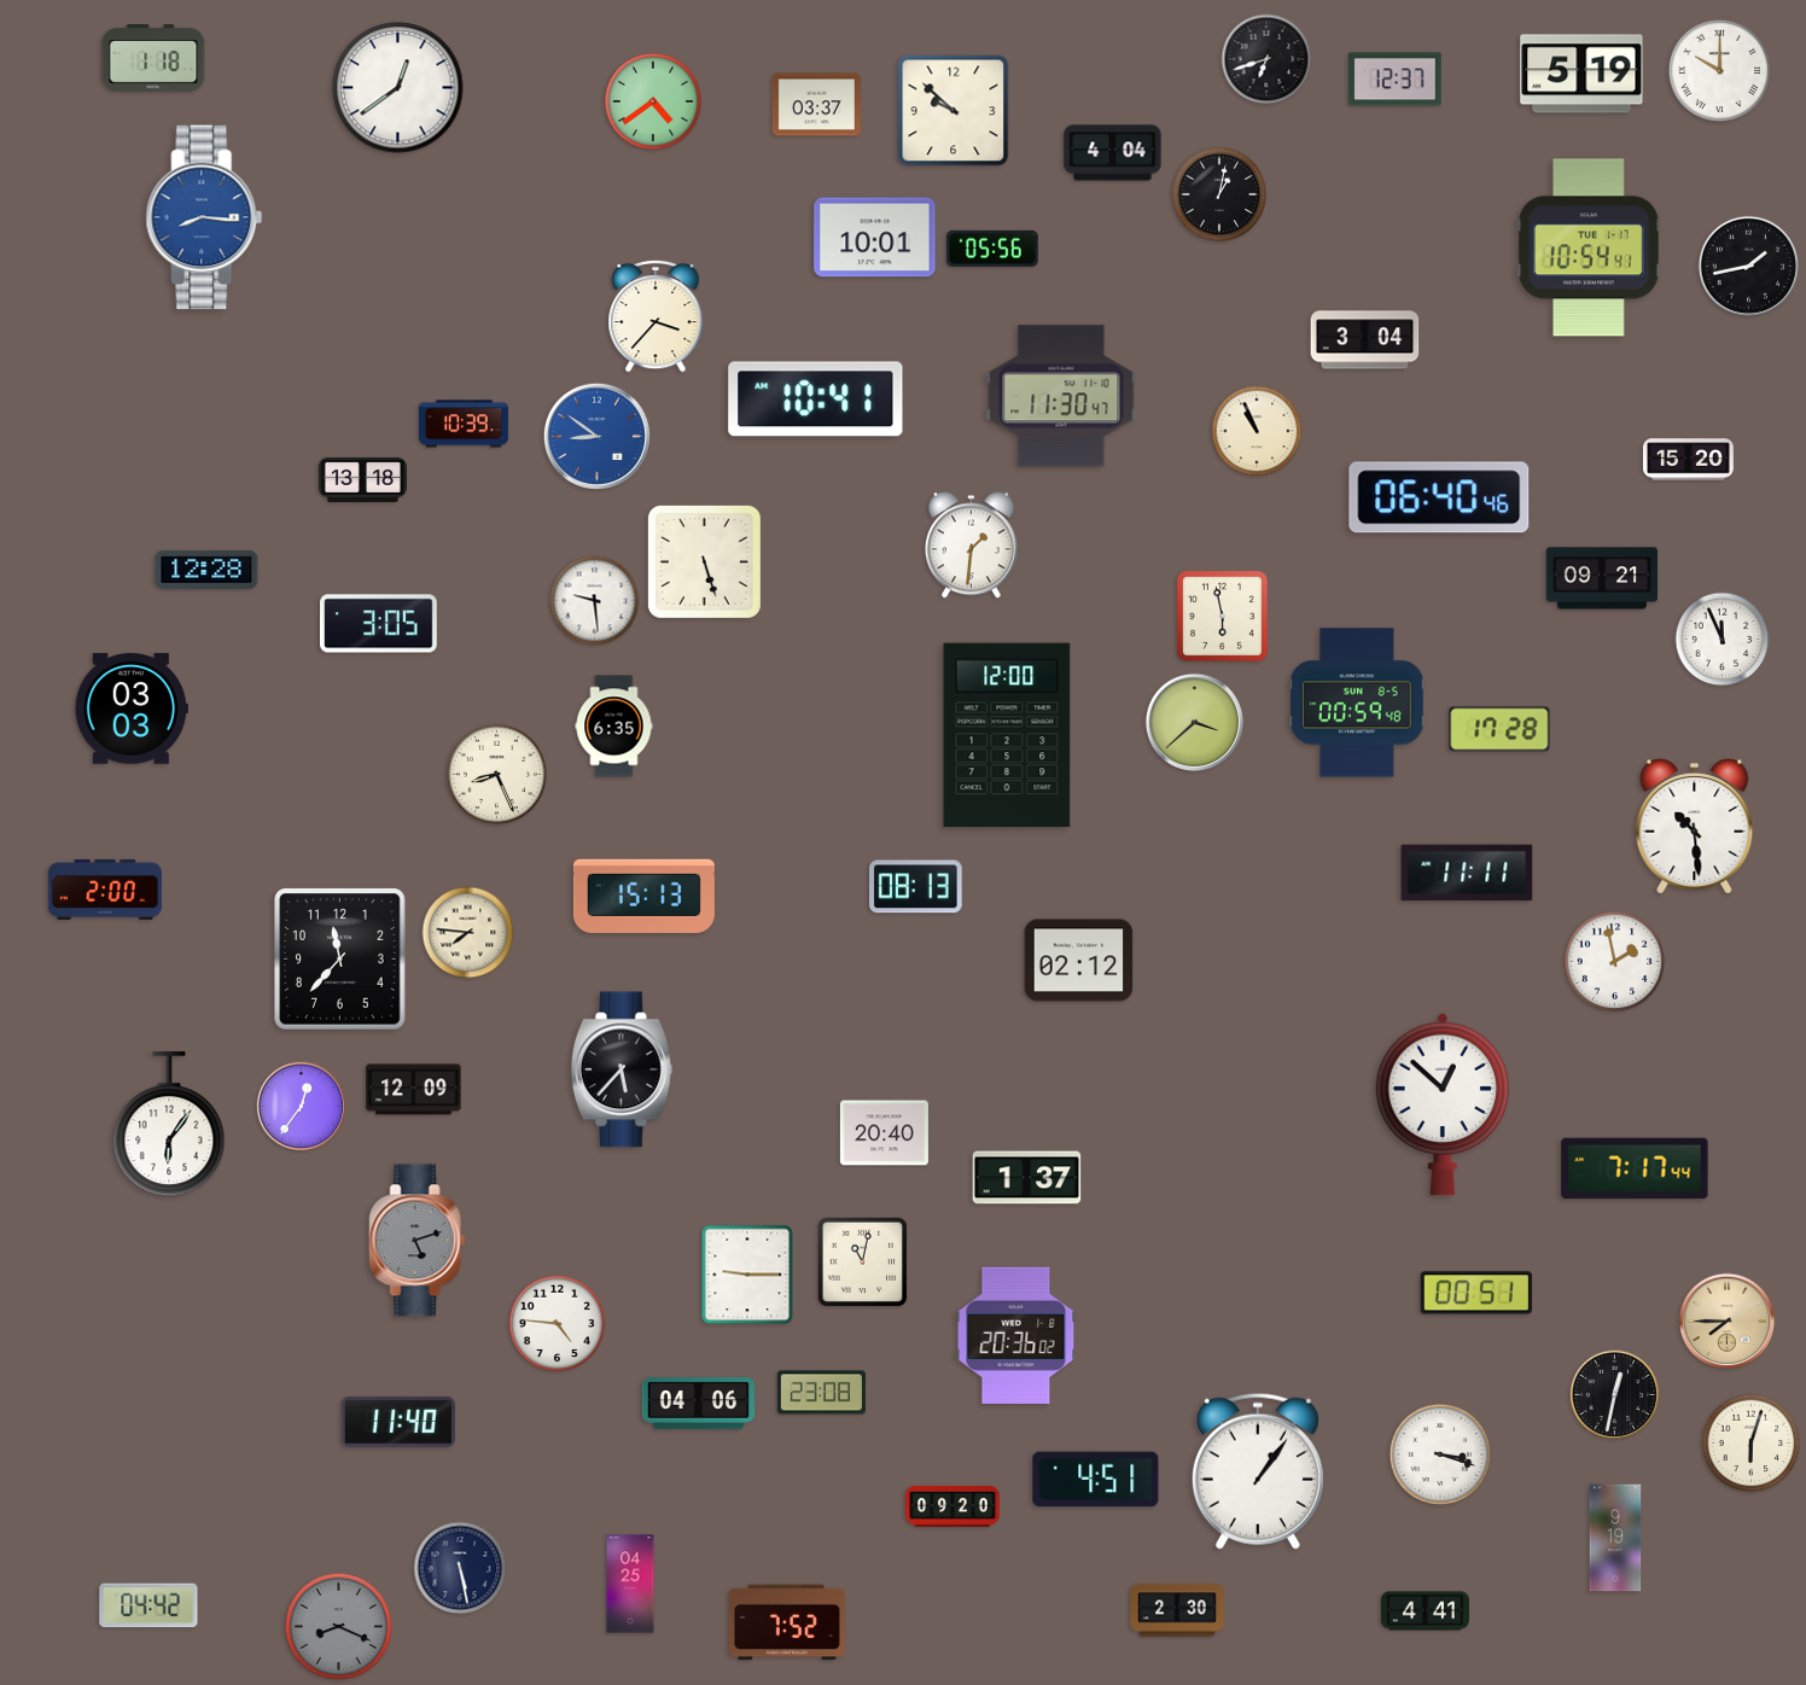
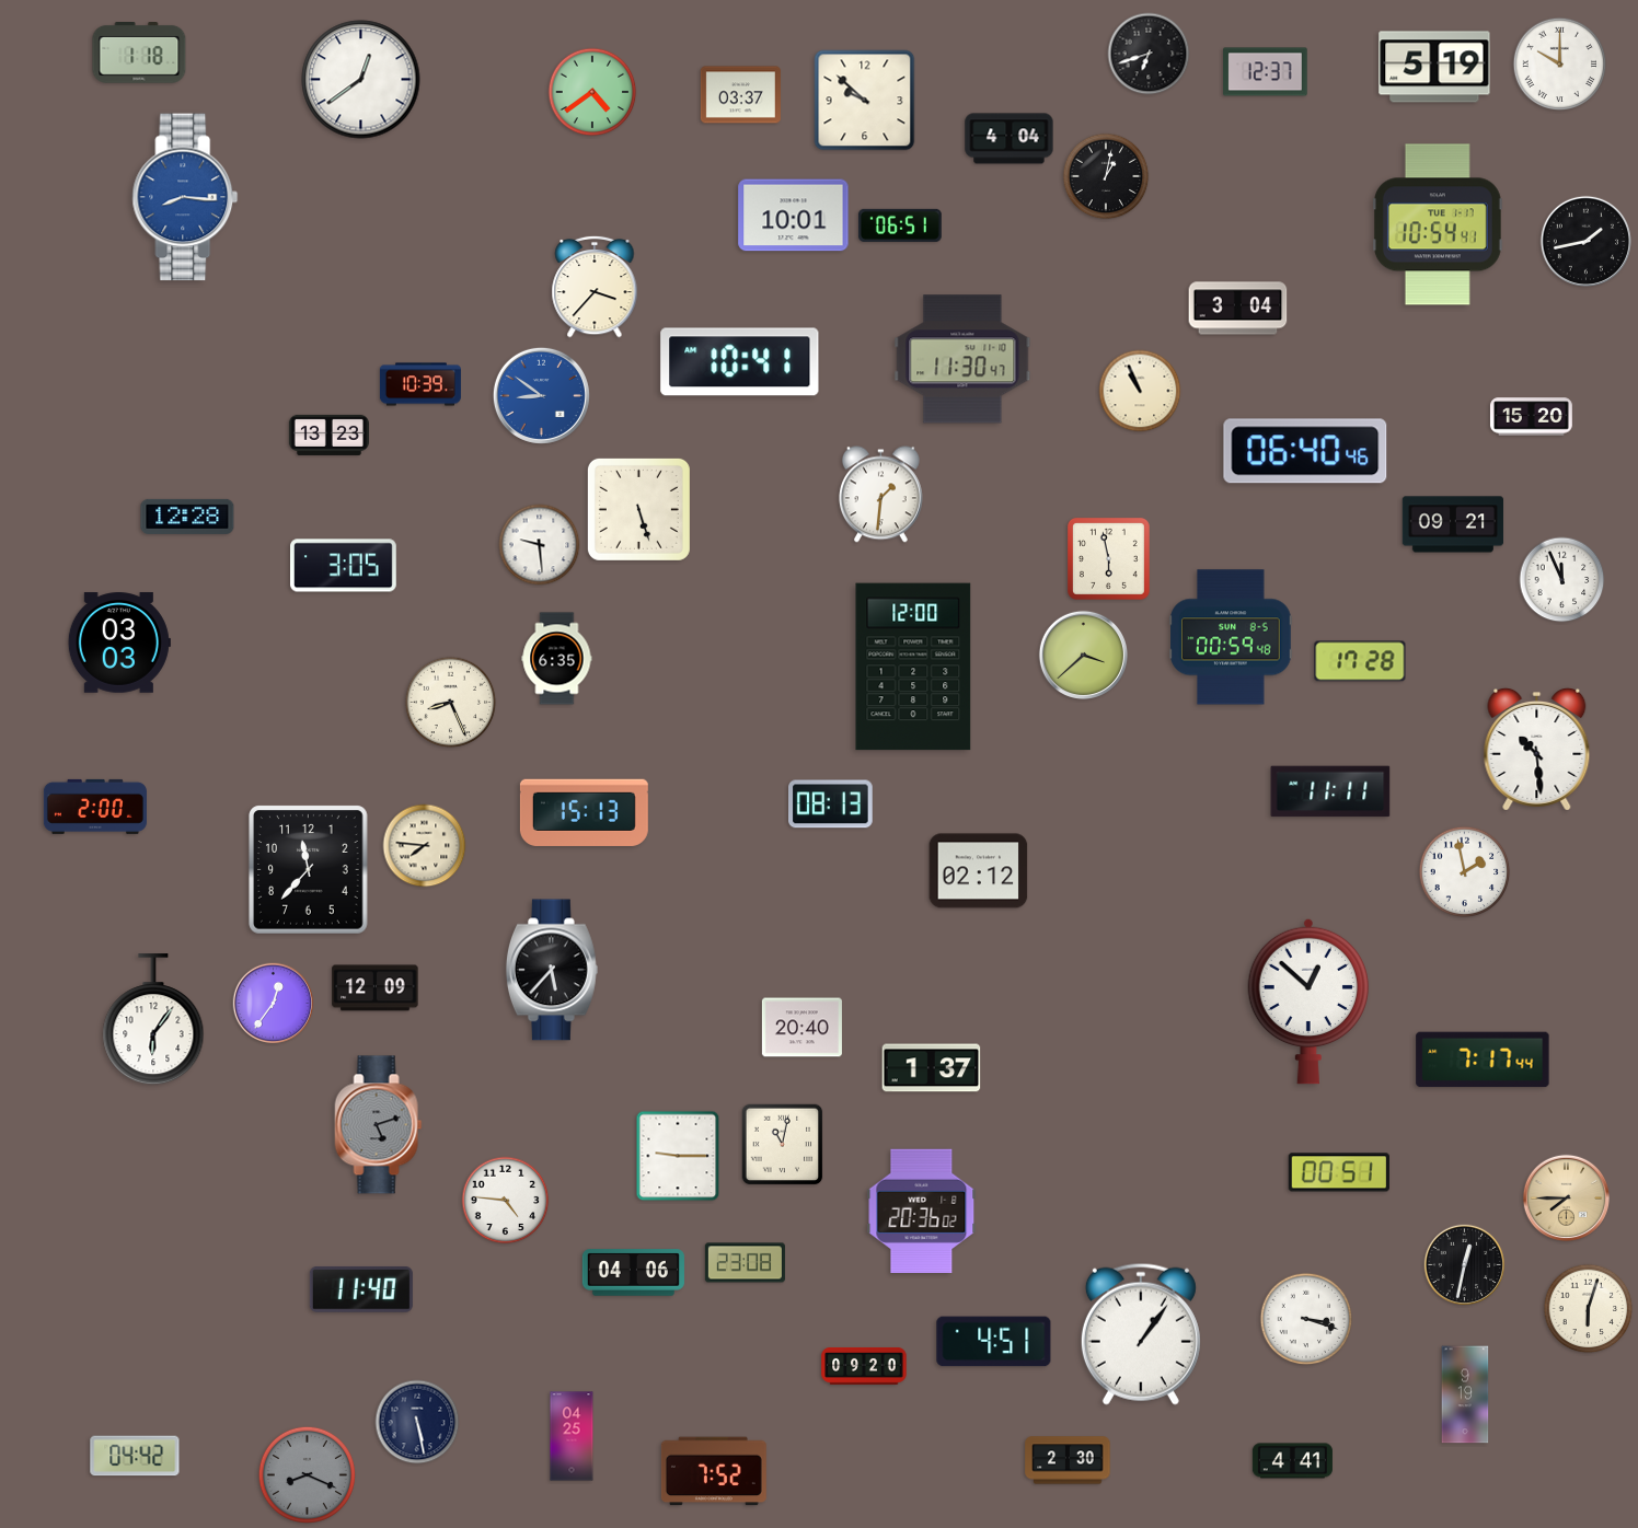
clock at (1589, 247) position: (1589, 247) -> (1438, 224)
clock at (992, 249): 05:56 -> 06:51
clock at (362, 479): 13:18 -> 13:23
clock at (622, 1069) position: (622, 1069) -> (552, 970)
